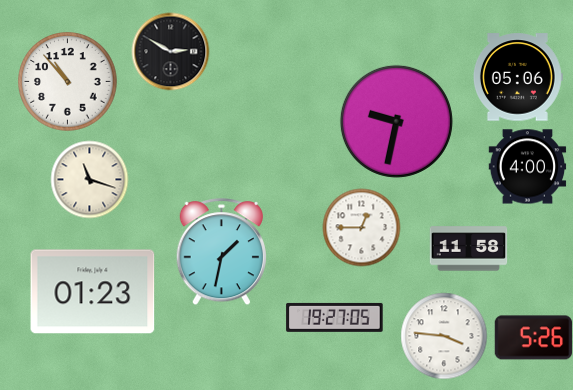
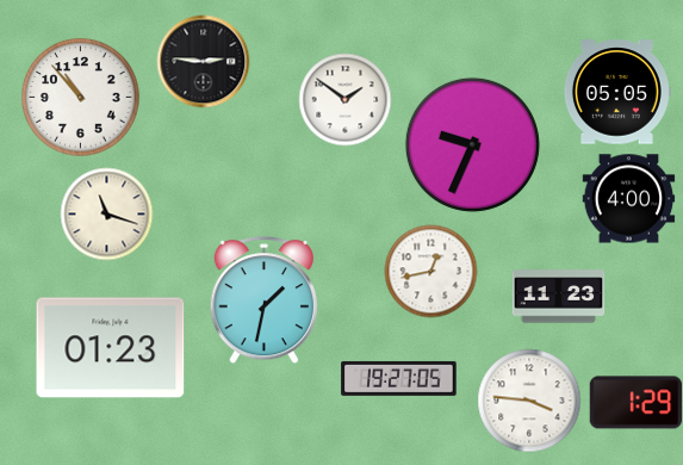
clock at (170, 51): 2:50 -> 2:46
clock at (518, 77): 05:06 -> 05:05
clock at (344, 99): none -> 1:51
clock at (396, 121): 9:32 -> 9:34
clock at (361, 227): 12:45 -> 12:43
clock at (468, 249): 11:58 -> 11:23
clock at (533, 338): 5:26 -> 1:29
